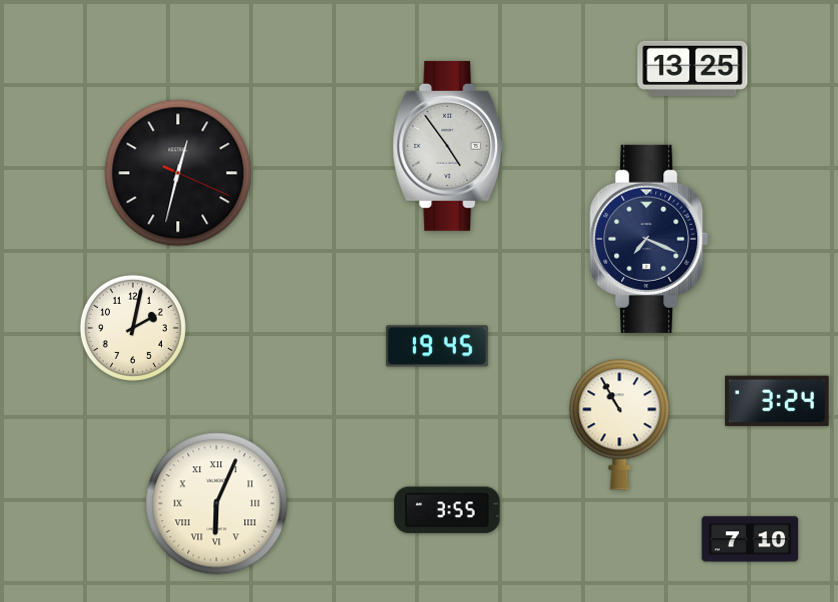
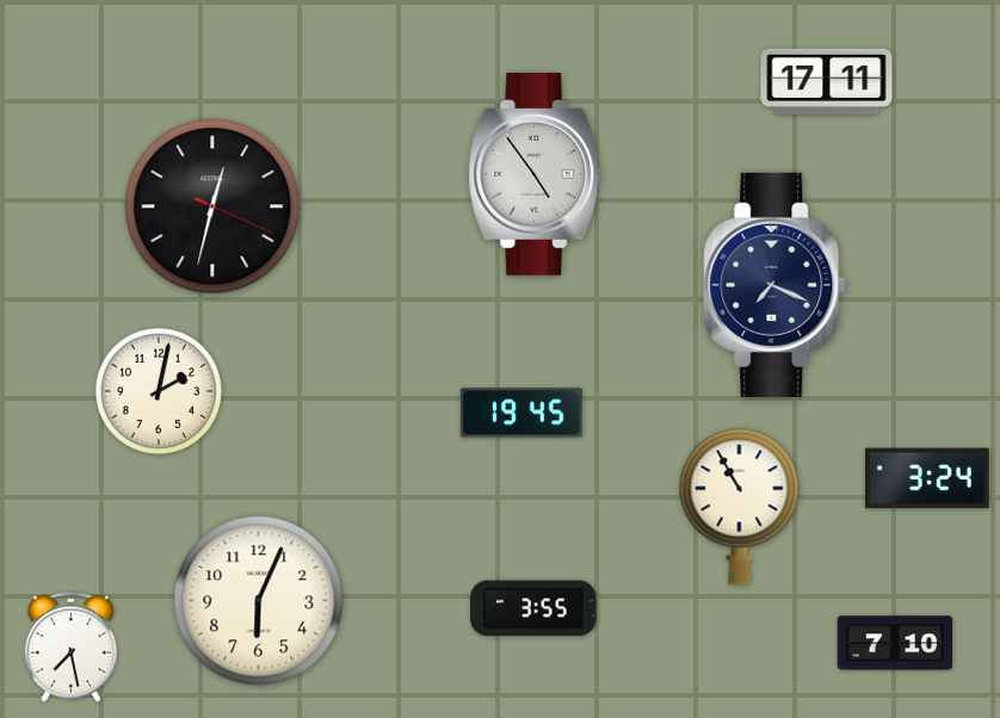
clock at (693, 68): 13:25 -> 17:11
clock at (217, 504) numerals: Roman -> Arabic
clock at (70, 646): none -> 7:28
